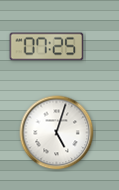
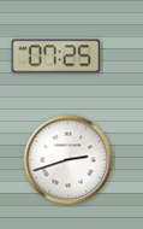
clock at (57, 133): 5:03 -> 2:42
